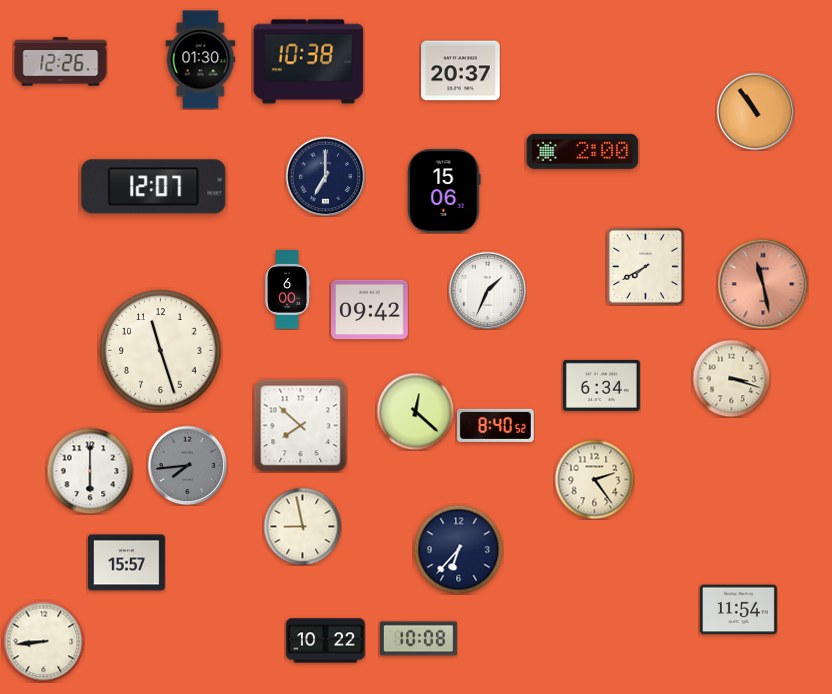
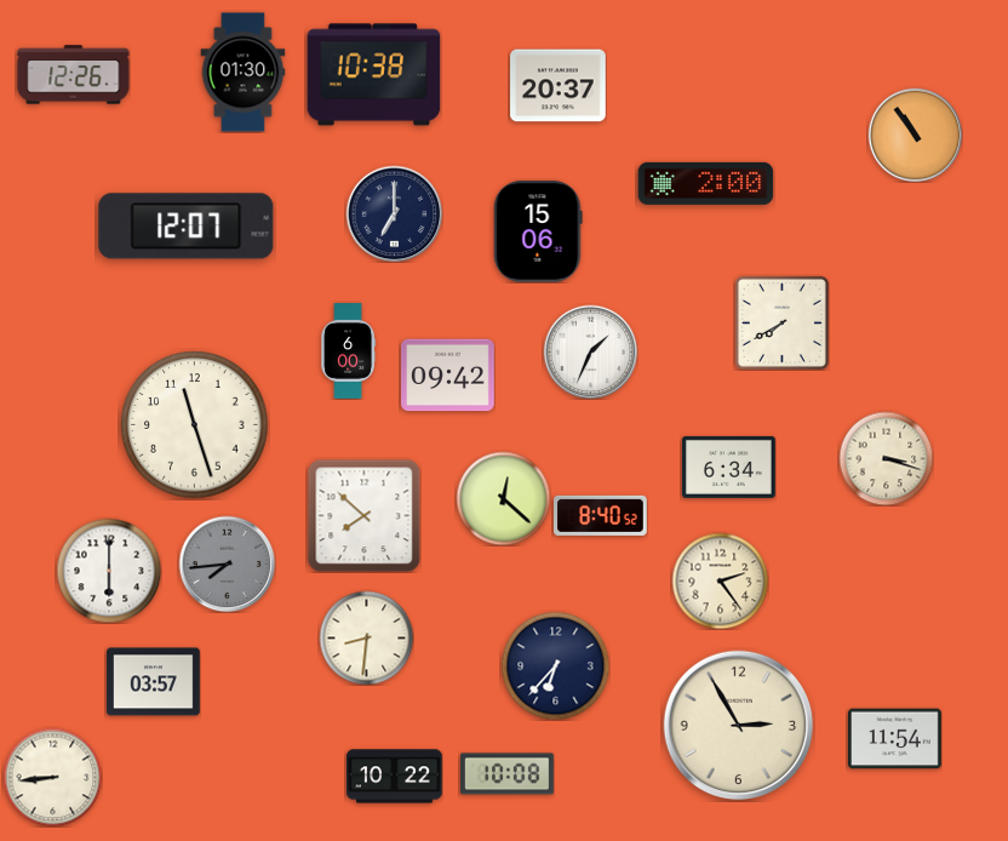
clock at (763, 284): 11:28 -> none
clock at (302, 526): 8:58 -> 8:31
clock at (127, 563): 15:57 -> 03:57
clock at (739, 726): none -> 2:55
